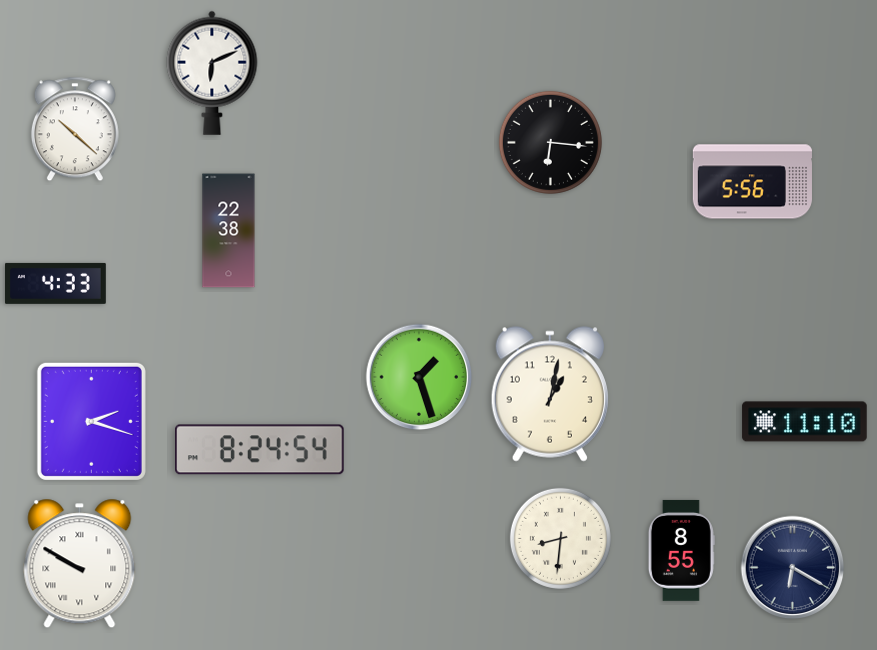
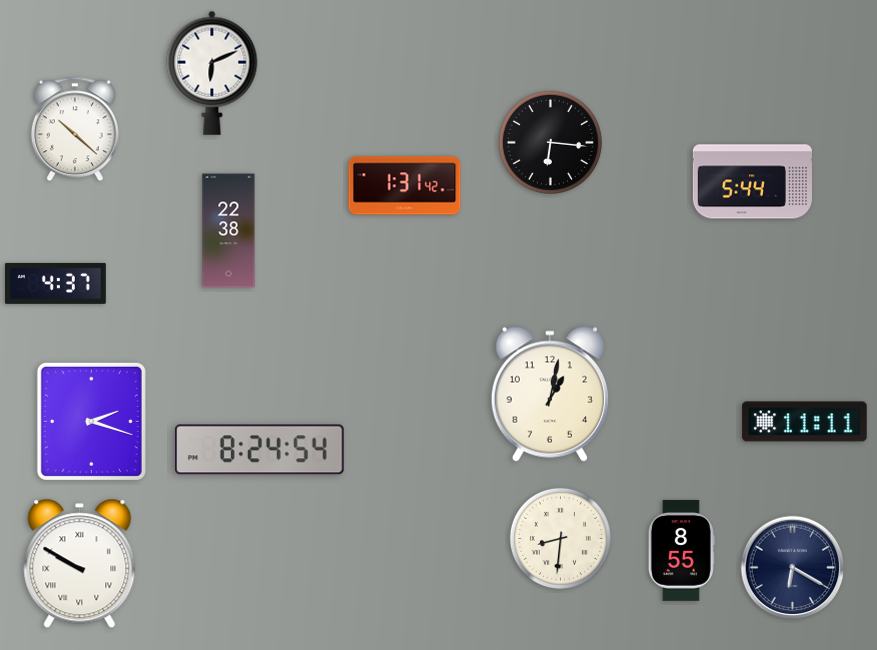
clock at (752, 182): 5:56 -> 5:44
clock at (405, 186): none -> 1:31
clock at (56, 283): 4:33 -> 4:37
clock at (419, 377): 1:27 -> none
clock at (805, 422): 11:10 -> 11:11
